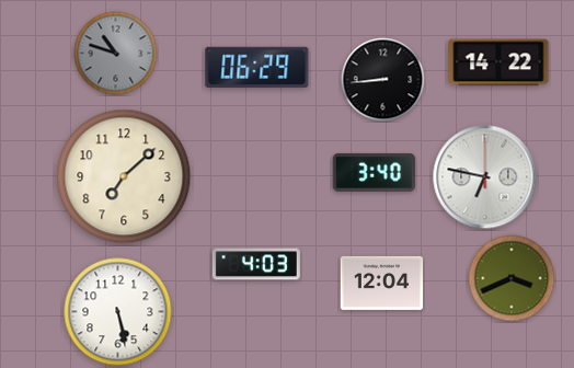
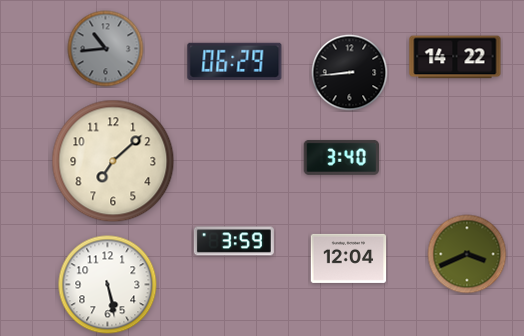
clock at (116, 54): 10:48 -> 10:44
clock at (485, 177): 6:47 -> none
clock at (256, 264): 4:03 -> 3:59
